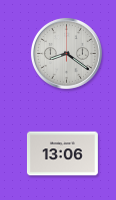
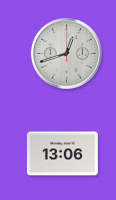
clock at (66, 53): 8:21 -> 12:42
